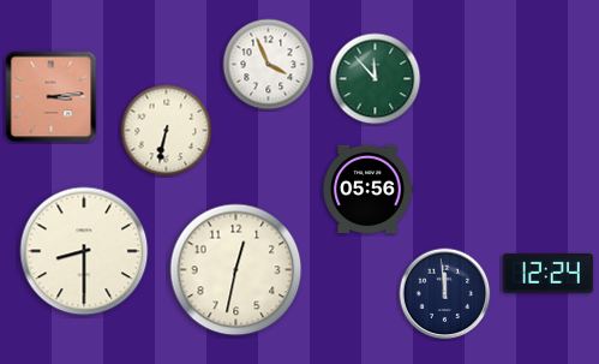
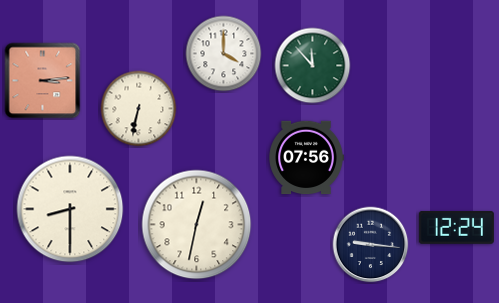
clock at (269, 65): 3:56 -> 4:00
clock at (367, 190): 05:56 -> 07:56
clock at (445, 294): 11:59 -> 9:16
